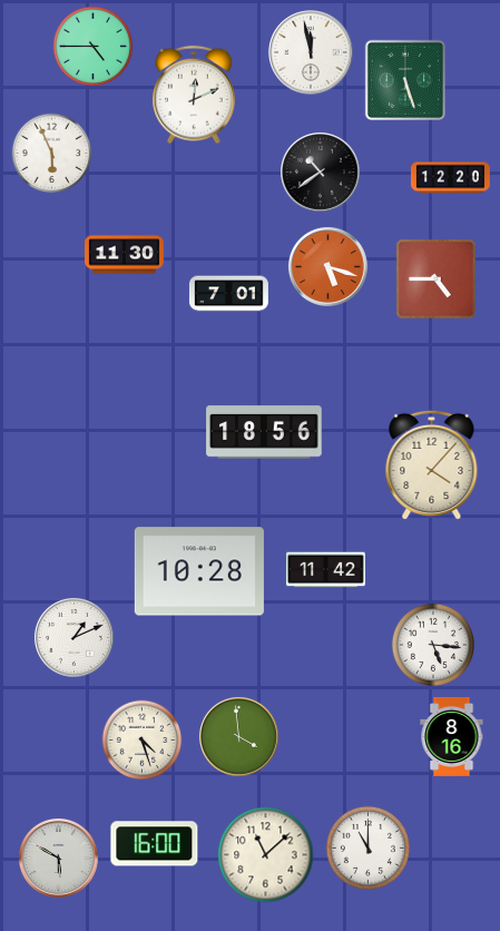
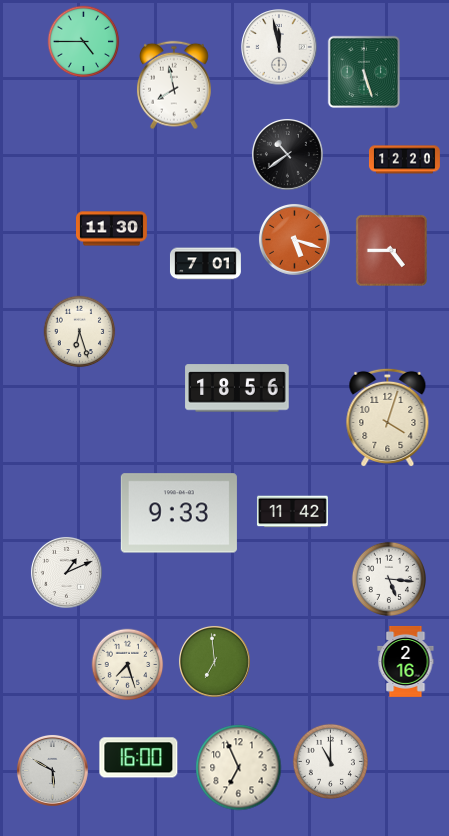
clock at (194, 95): 12:11 -> 7:58
clock at (52, 154): 5:56 -> none
clock at (80, 332): none -> 6:27
clock at (432, 465): 4:07 -> 4:03
clock at (199, 571): 10:28 -> 9:33
clock at (238, 736): 3:59 -> 6:59
clock at (452, 736): 8:16 -> 2:16
clock at (143, 741): 4:27 -> 7:27
clock at (266, 855): 11:08 -> 6:56
